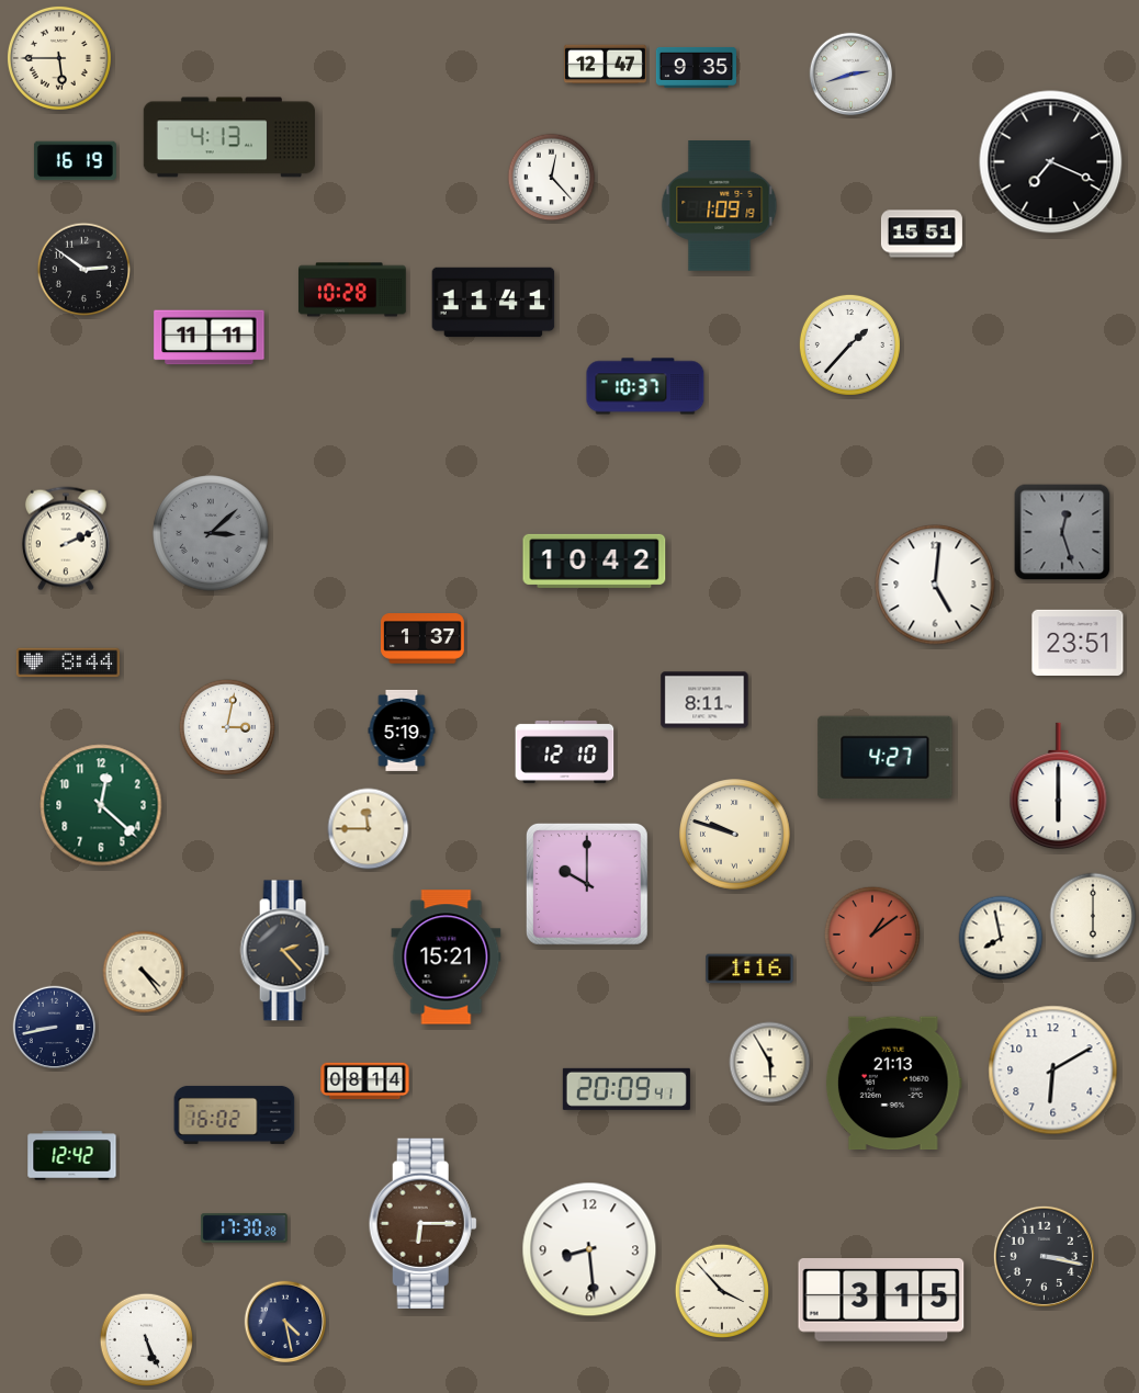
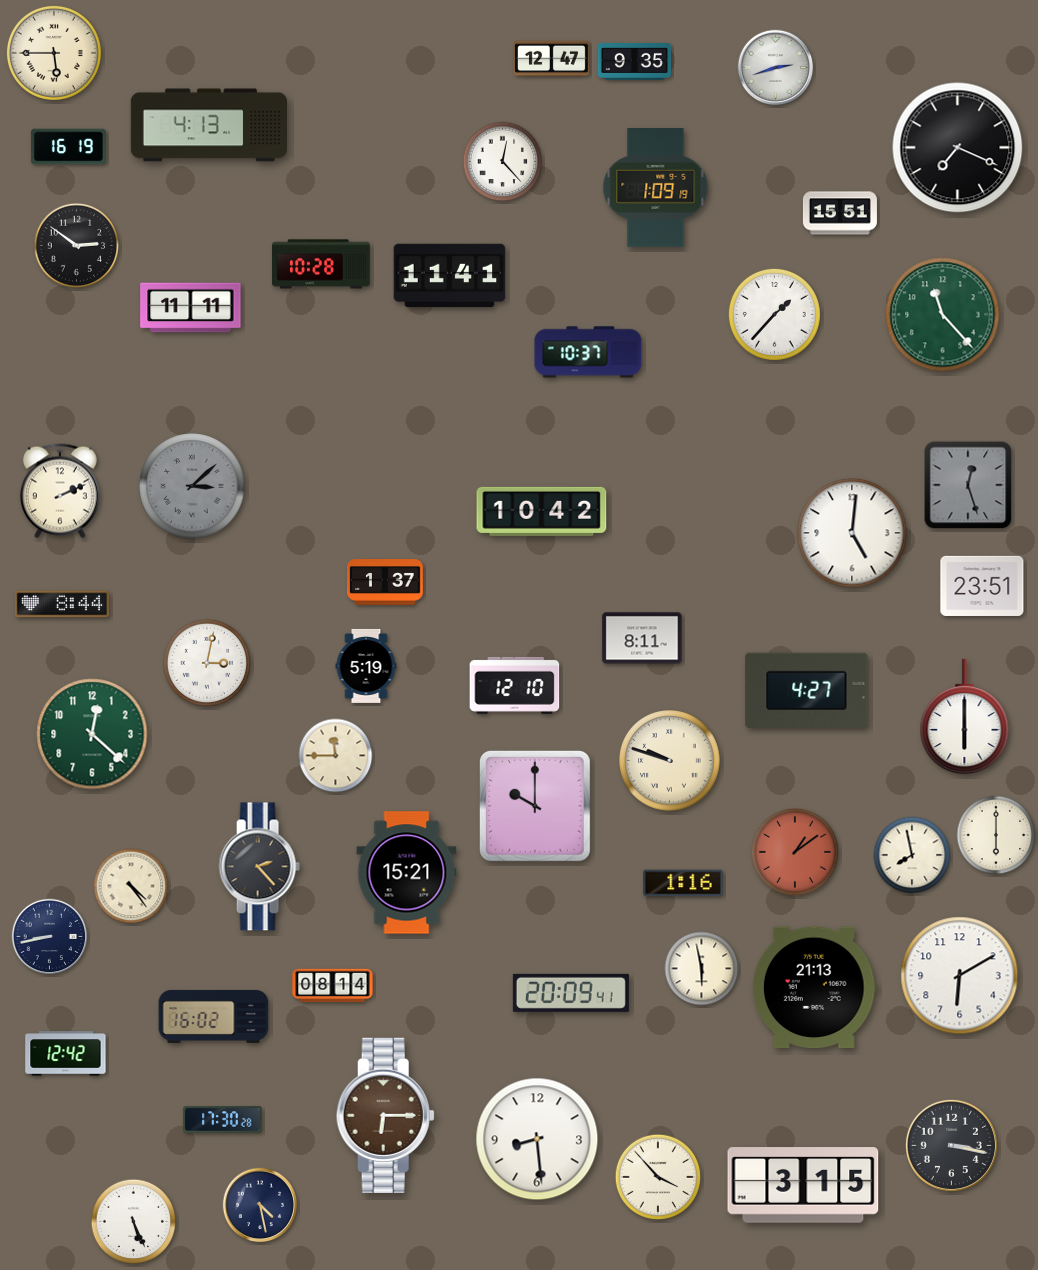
clock at (943, 315): none -> 11:23
clock at (770, 1063): 5:55 -> 5:58
